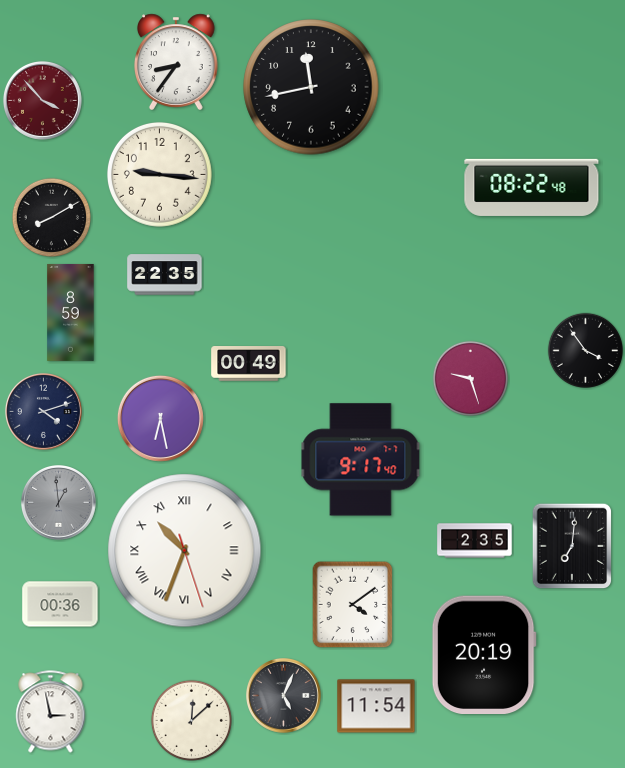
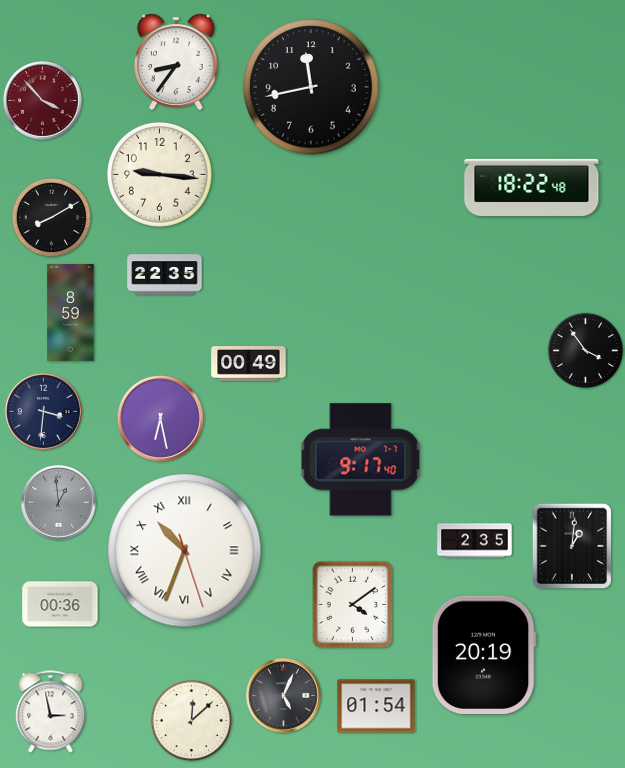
clock at (532, 187): 08:22 -> 18:22
clock at (470, 378): 9:27 -> none
clock at (43, 411): 4:12 -> 3:31
clock at (572, 546): 7:01 -> 1:01
clock at (376, 706): 11:54 -> 01:54
